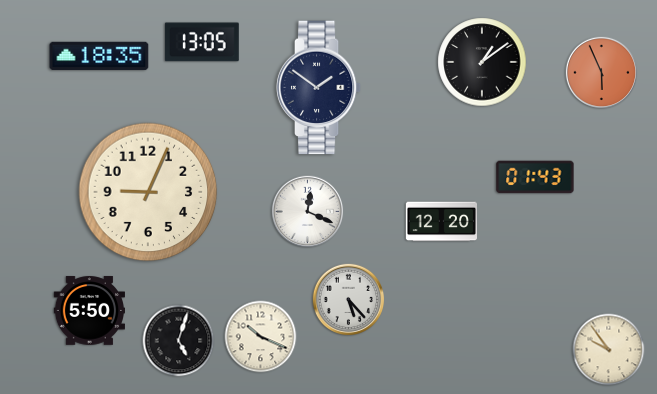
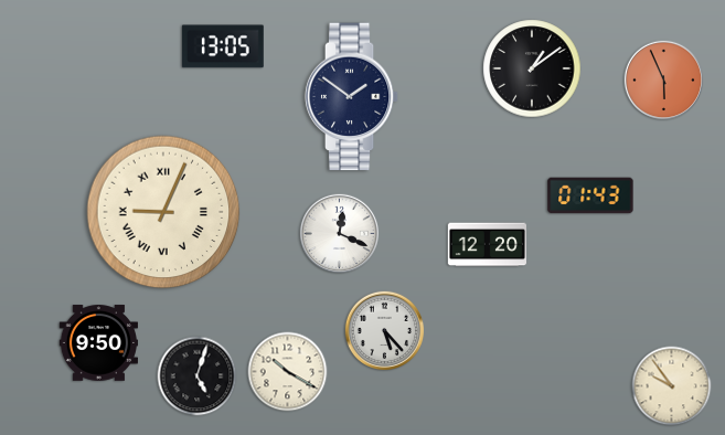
clock at (99, 56): 18:35 -> none
clock at (148, 192) numerals: Arabic -> Roman
clock at (90, 311): 5:50 -> 9:50
clock at (261, 337): 10:19 -> 10:20
